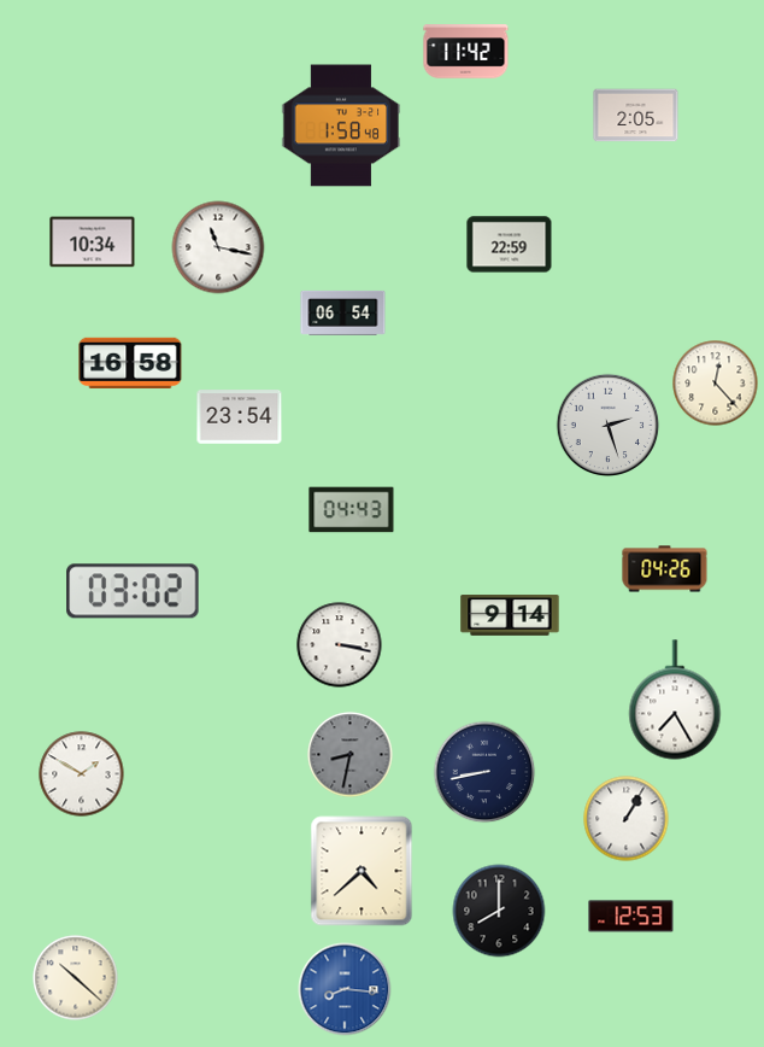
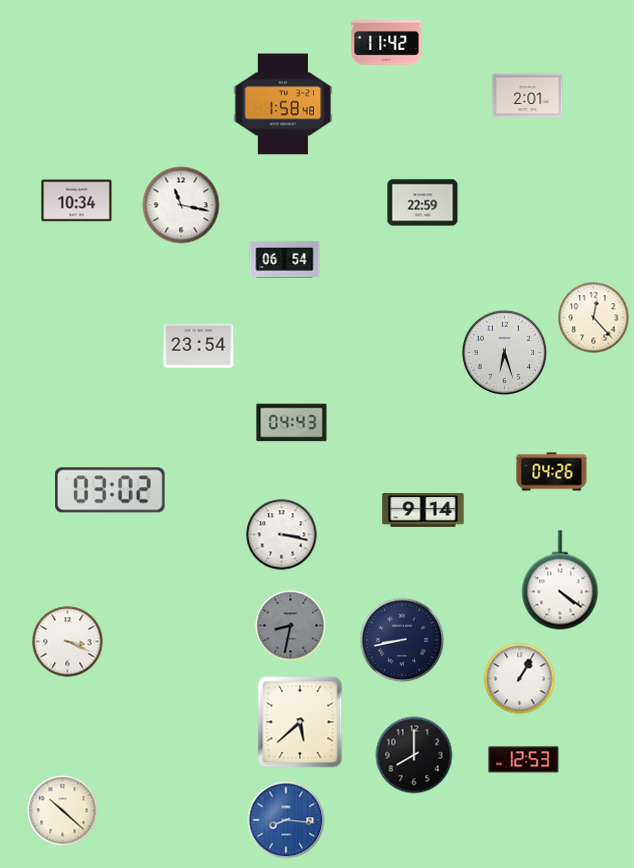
clock at (636, 116): 2:05 -> 2:01
clock at (130, 363): 16:58 -> none
clock at (609, 426): 2:27 -> 6:27
clock at (675, 700): 7:25 -> 4:21
clock at (82, 774): 1:50 -> 3:19
clock at (362, 871): 4:38 -> 5:38
